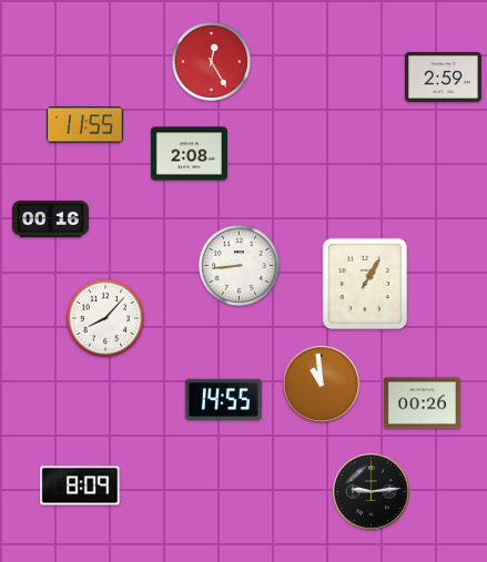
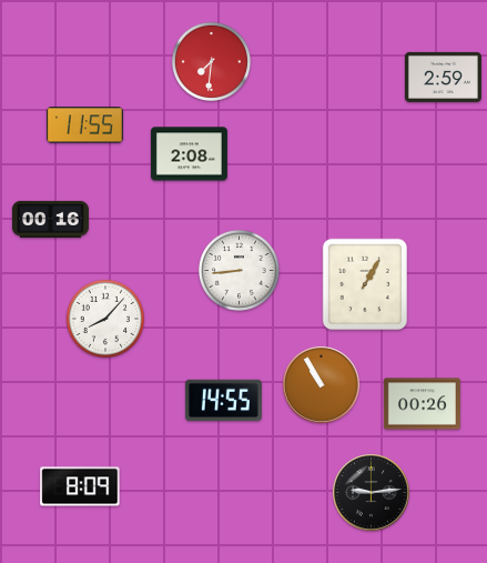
clock at (211, 61): 12:25 -> 7:31
clock at (239, 265) position: (239, 265) -> (239, 270)
clock at (322, 385): 10:59 -> 10:55
